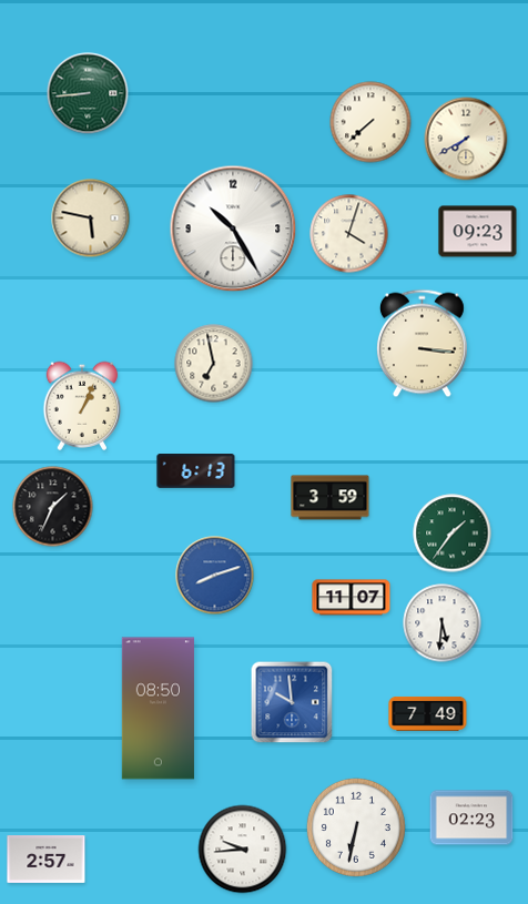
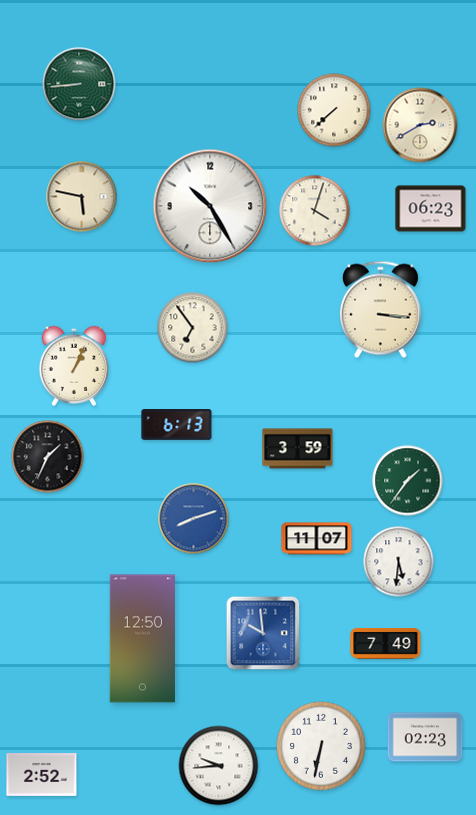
clock at (466, 139): 7:40 -> 2:40
clock at (478, 232): 09:23 -> 06:23
clock at (214, 364): 6:58 -> 6:54
clock at (158, 709): 08:50 -> 12:50
clock at (47, 860): 2:57 -> 2:52
